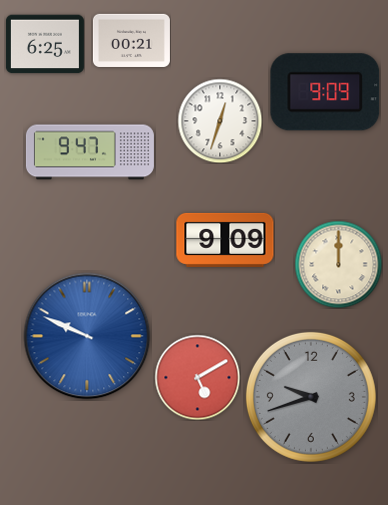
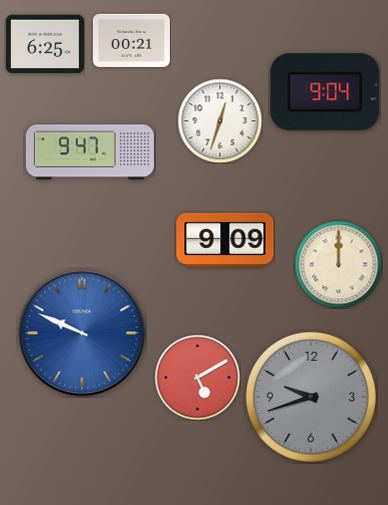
clock at (325, 92): 9:09 -> 9:04
clock at (87, 336) position: (87, 336) -> (82, 333)
